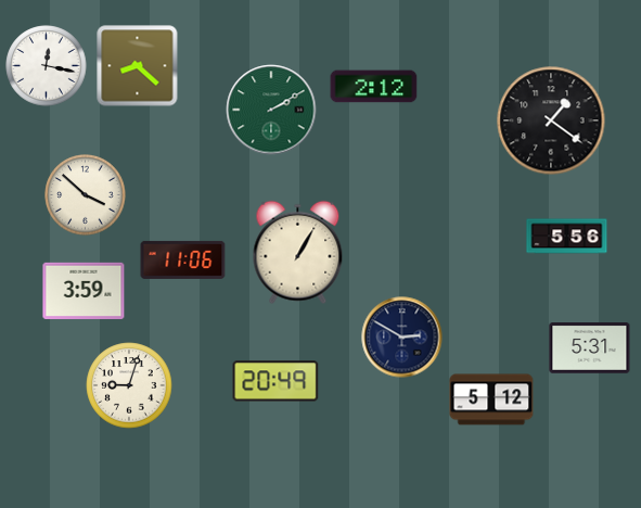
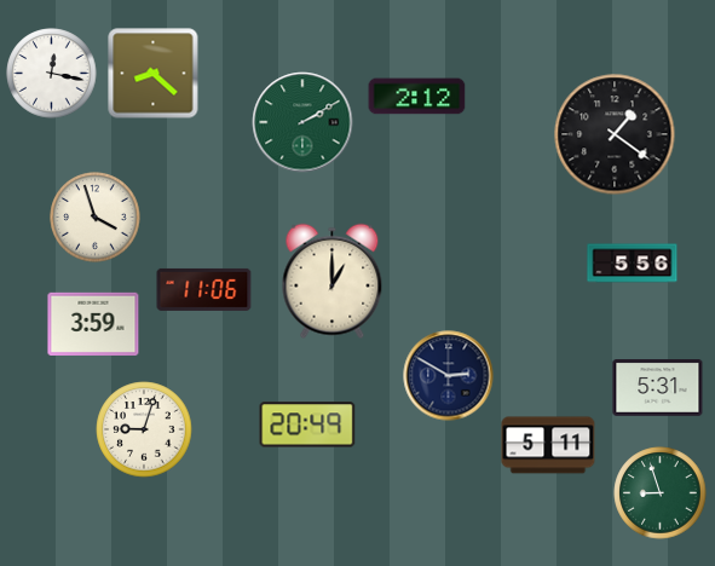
clock at (86, 195): 3:52 -> 3:57
clock at (298, 253): 1:05 -> 1:00
clock at (491, 399): 5:12 -> 5:11
clock at (661, 493): none -> 8:57
